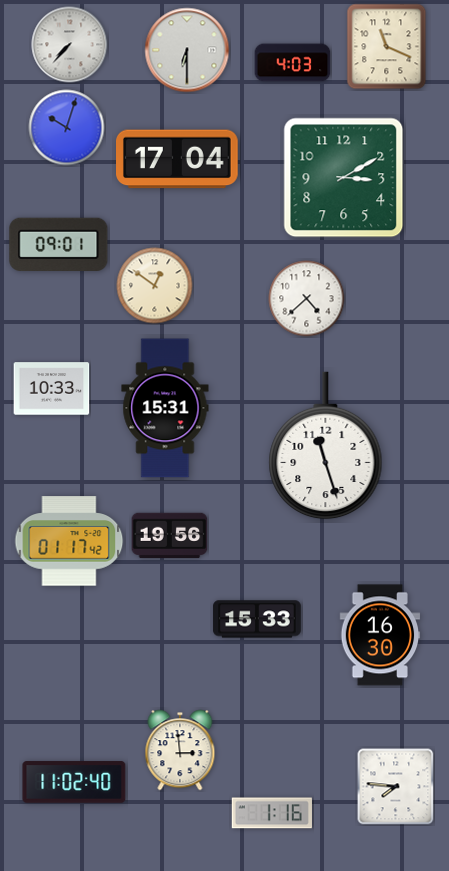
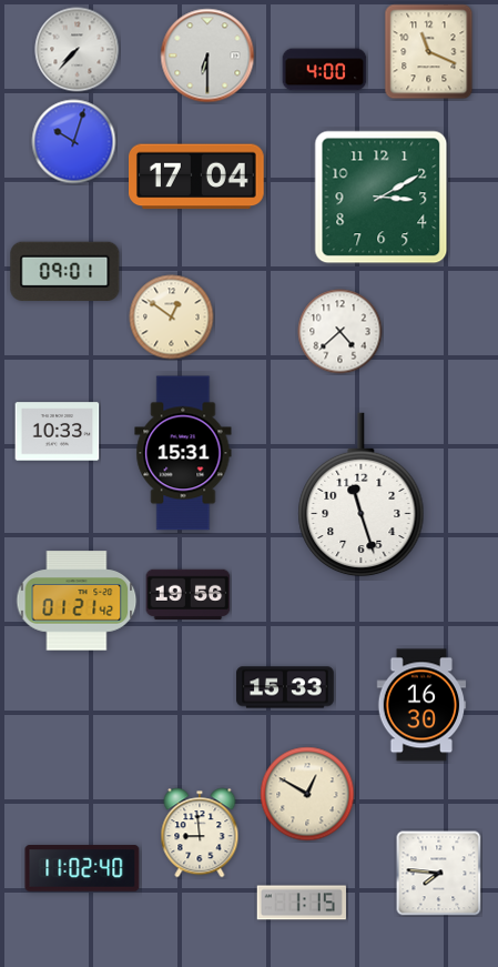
clock at (293, 63): 4:03 -> 4:00
clock at (69, 541): 01:17 -> 01:21
clock at (307, 794): none -> 12:50
clock at (180, 750): 2:59 -> 8:59
clock at (272, 813): 1:16 -> 1:15
